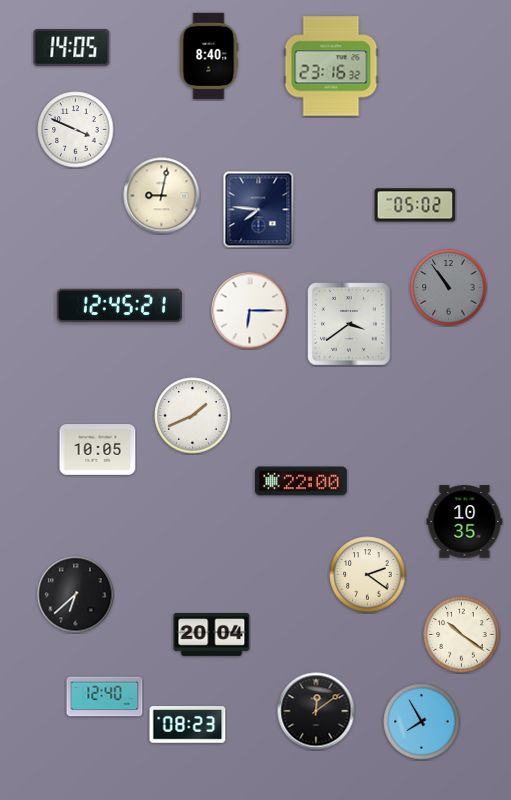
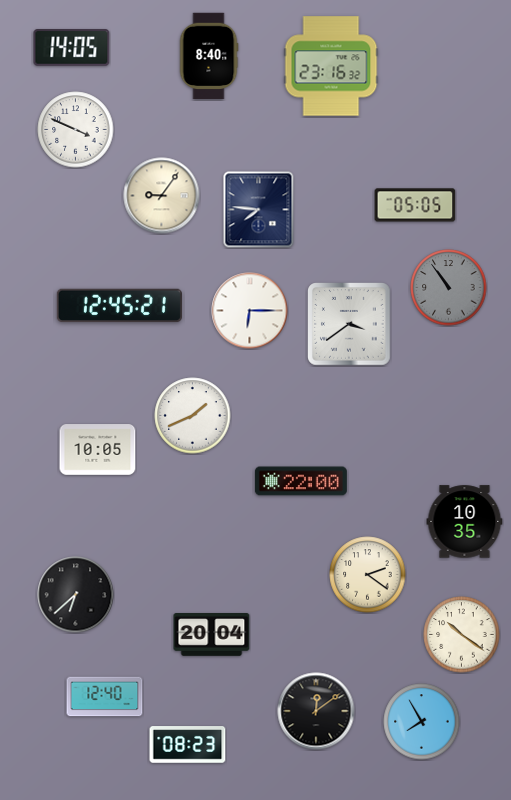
clock at (162, 196): 9:02 -> 9:06
clock at (415, 205): 05:02 -> 05:05
clock at (188, 725) position: (188, 725) -> (188, 745)
